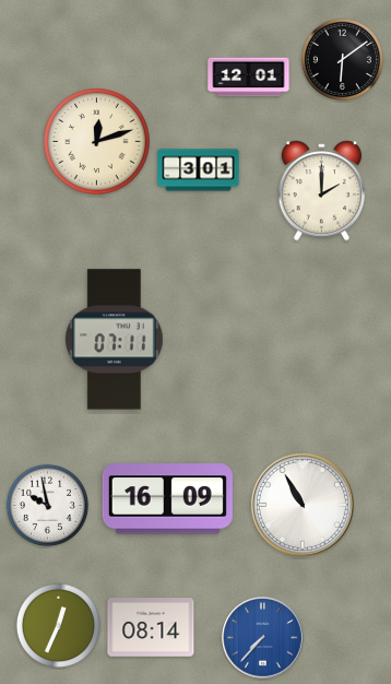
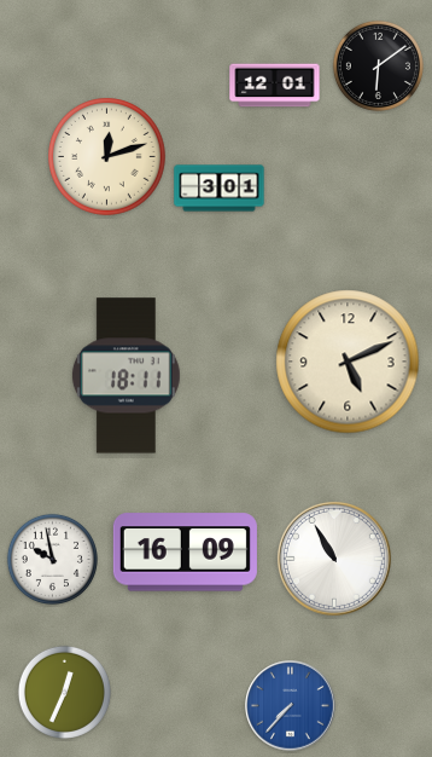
clock at (321, 191): 2:00 -> none
clock at (348, 362): none -> 5:11
clock at (114, 340): 07:11 -> 18:11
clock at (151, 627): 08:14 -> none
